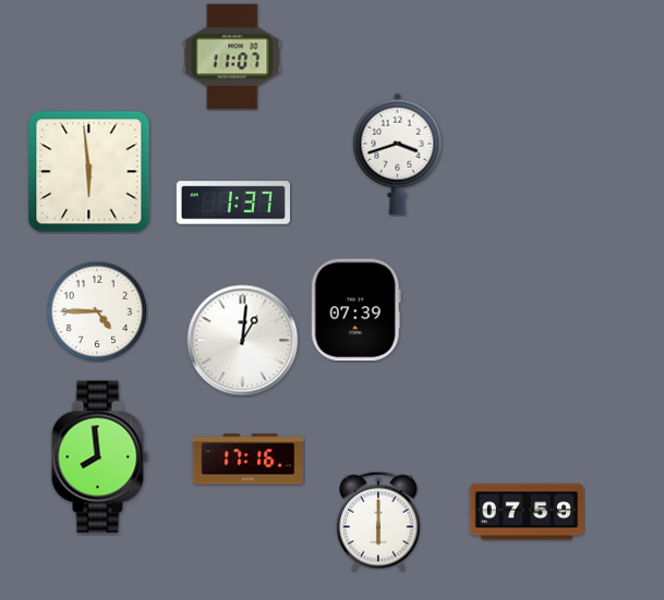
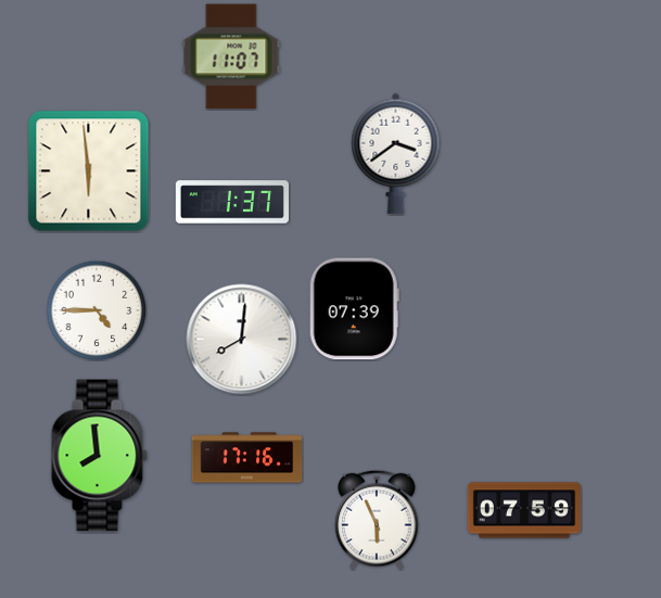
clock at (398, 154): 3:42 -> 3:39
clock at (243, 341): 1:01 -> 8:01
clock at (378, 522): 6:00 -> 5:56
